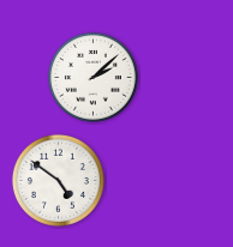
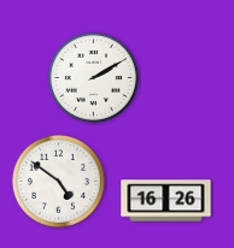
clock at (92, 77): 2:08 -> 2:10
clock at (166, 201): none -> 16:26
